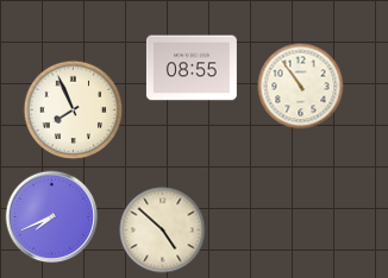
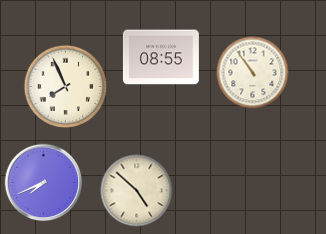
clock at (74, 110) position: (74, 110) -> (66, 87)
clock at (163, 230) position: (163, 230) -> (137, 191)
